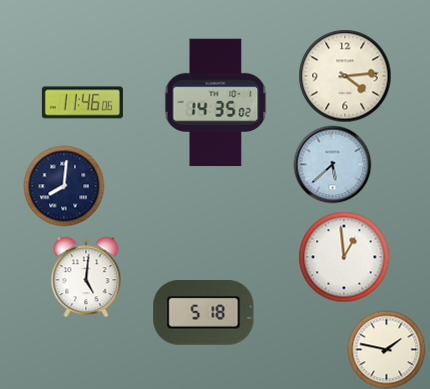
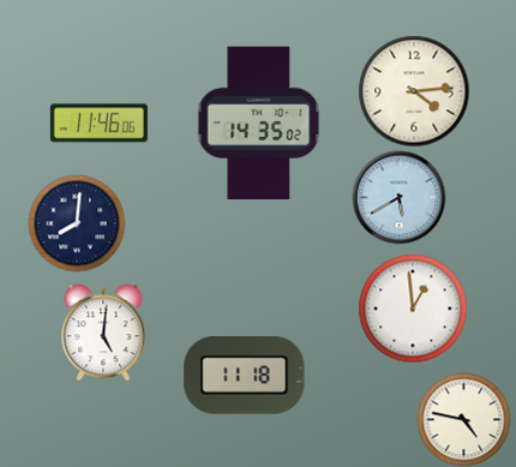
clock at (332, 164): 5:38 -> 5:40
clock at (204, 313): 5:18 -> 11:18
clock at (386, 349): 1:47 -> 4:47
